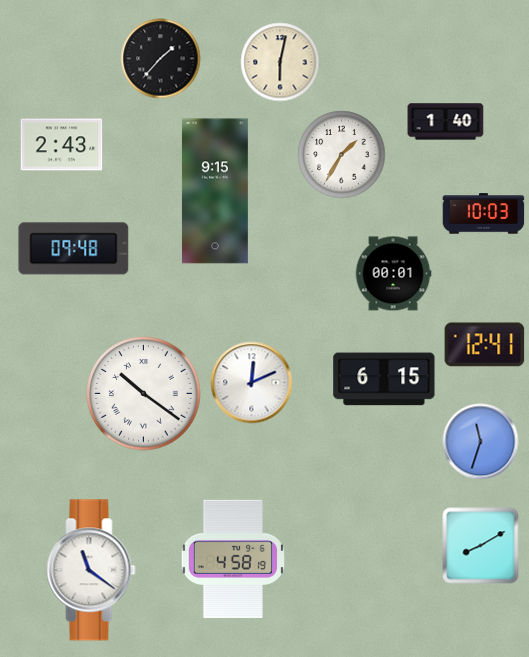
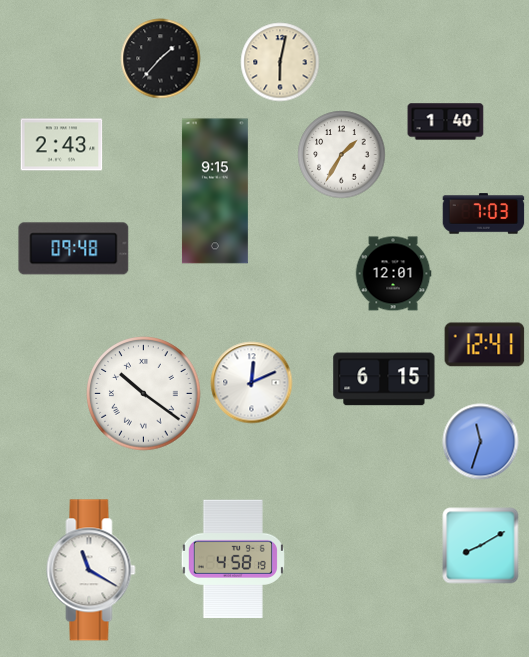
clock at (484, 214): 10:03 -> 7:03
clock at (393, 274): 00:01 -> 12:01
clock at (91, 570): 11:21 -> 11:20
